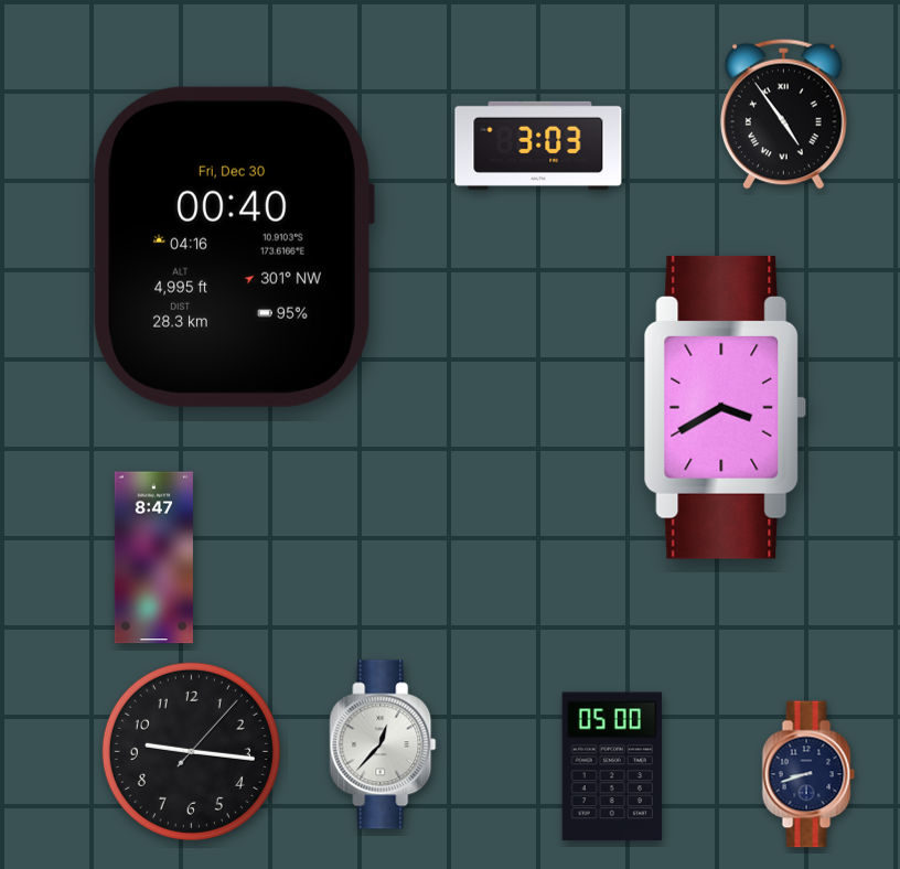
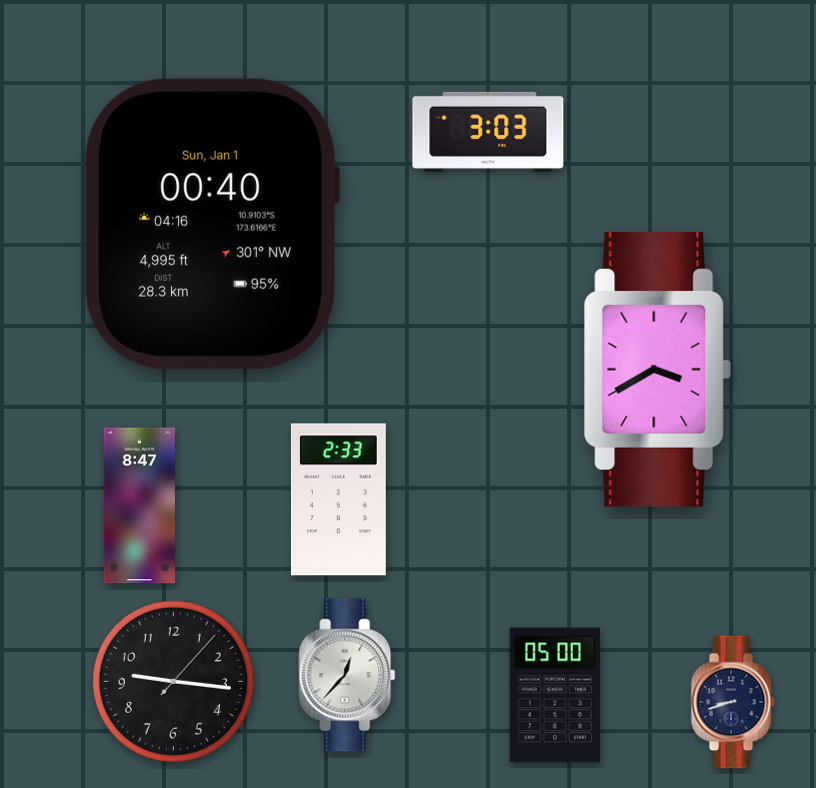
clock at (784, 114): 4:54 -> none
clock at (234, 247) date: Fri, Dec 30 -> Sun, Jan 1
clock at (338, 500): none -> 2:33
